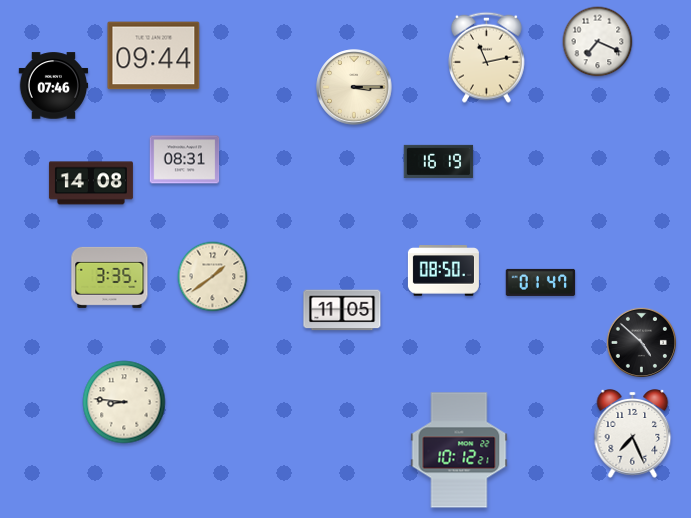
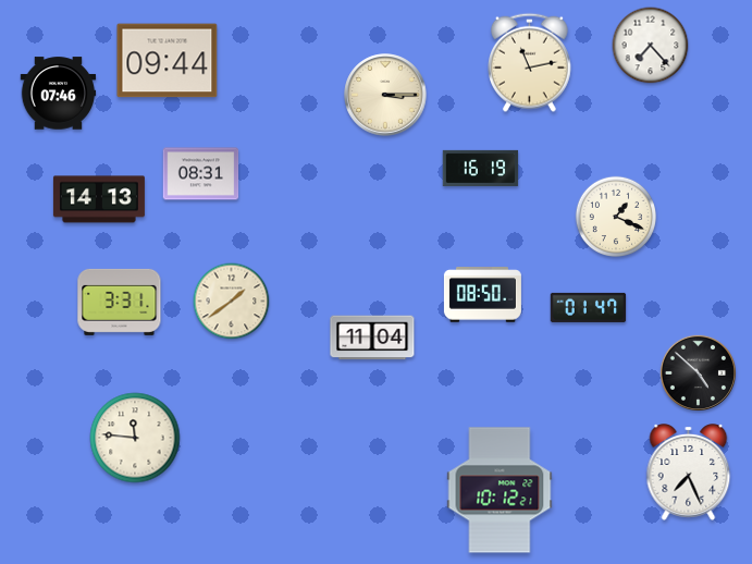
clock at (598, 42): 7:19 -> 7:23
clock at (439, 161) position: (439, 161) -> (481, 168)
clock at (91, 183): 14:08 -> 14:13
clock at (615, 216): none -> 1:19
clock at (110, 277): 3:35 -> 3:31
clock at (342, 310): 11:05 -> 11:04
clock at (124, 402): 8:46 -> 11:46
